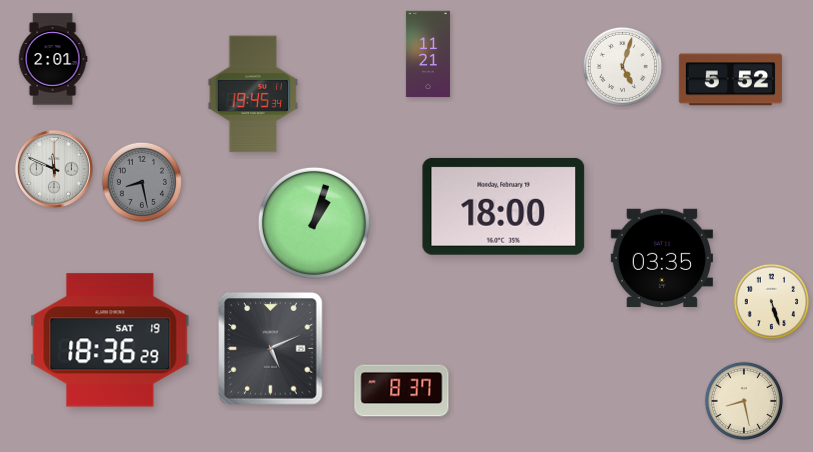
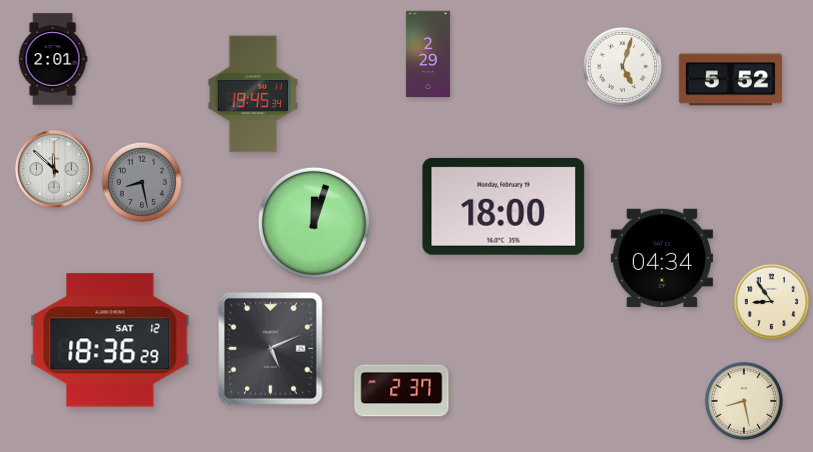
clock at (428, 54): 11:21 -> 2:29
clock at (54, 169): 11:49 -> 11:52
clock at (314, 223): 1:03 -> 12:03
clock at (662, 257): 03:35 -> 04:34
clock at (772, 302): 5:27 -> 8:54
clock at (110, 340) date: SAT 19 -> SAT 12
clock at (402, 391): 8:37 -> 2:37
